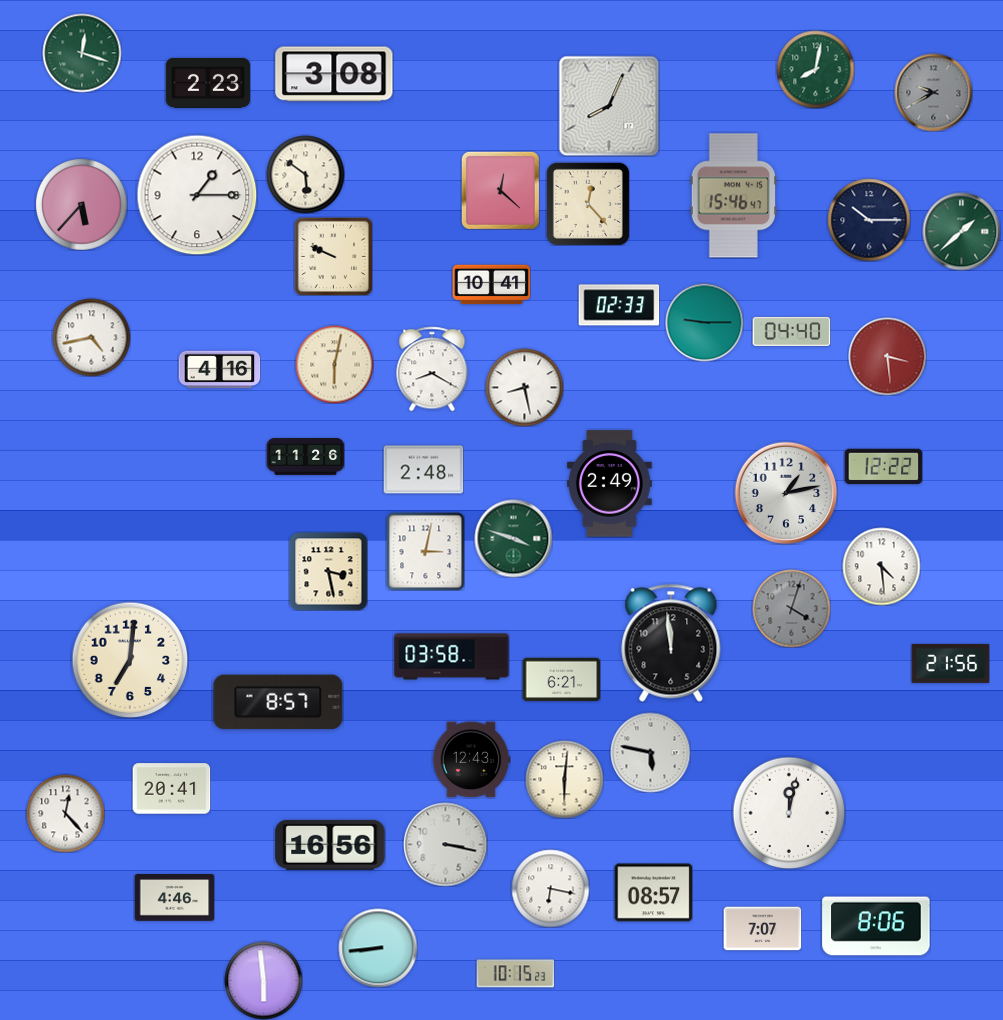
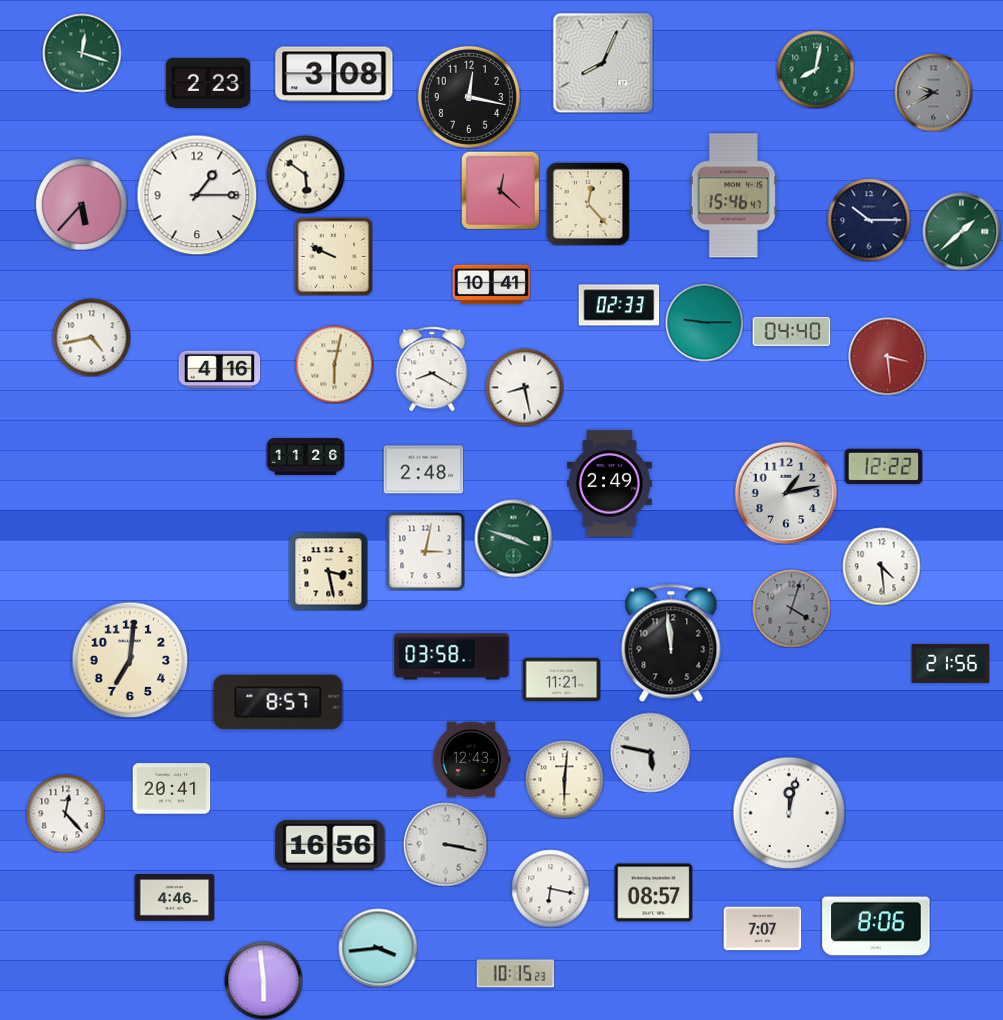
clock at (469, 97): none -> 12:17
clock at (609, 106) position: (609, 106) -> (603, 63)
clock at (561, 680): 6:21 -> 11:21
clock at (378, 948): 8:44 -> 3:44
